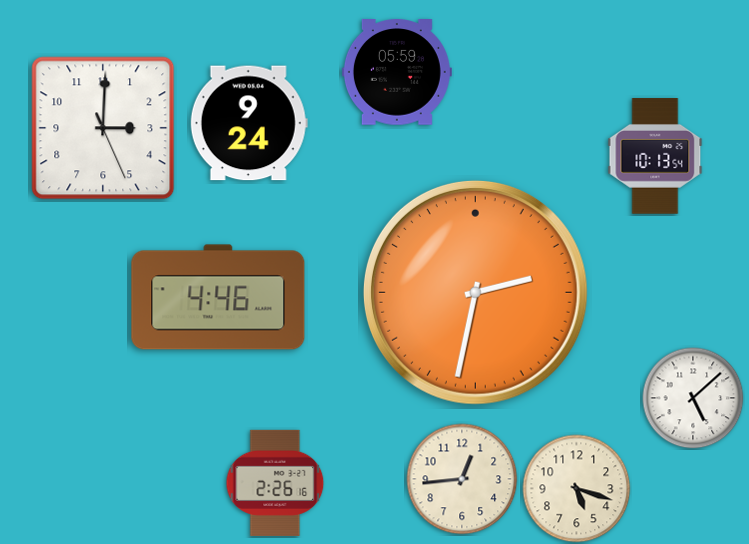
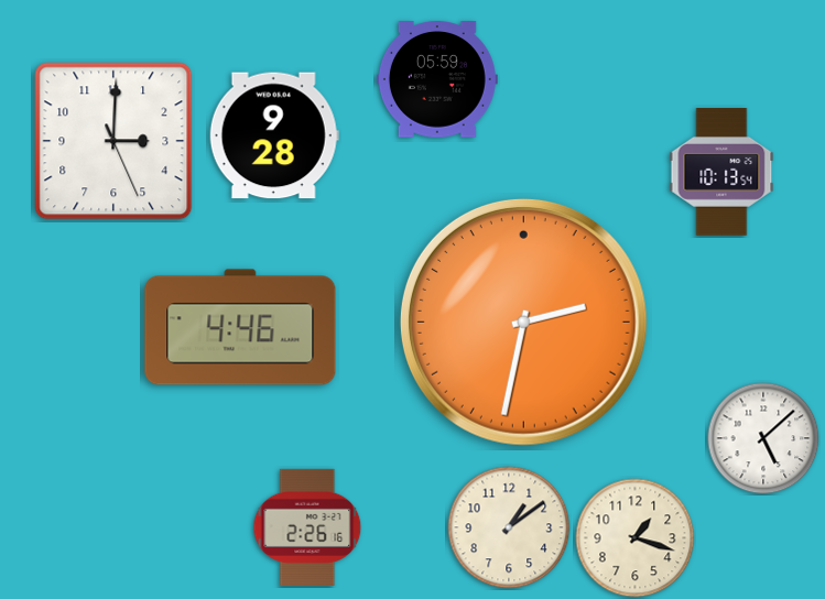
clock at (249, 123): 9:24 -> 9:28
clock at (462, 479): 12:44 -> 1:09
clock at (275, 483) position: (275, 483) -> (307, 527)
clock at (577, 489): 5:18 -> 1:18
